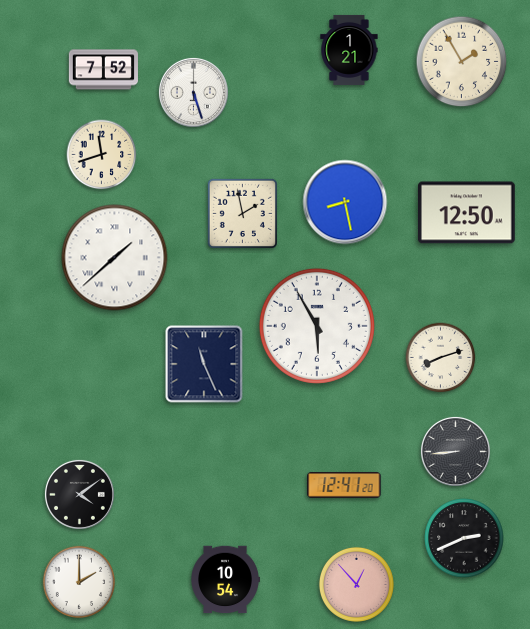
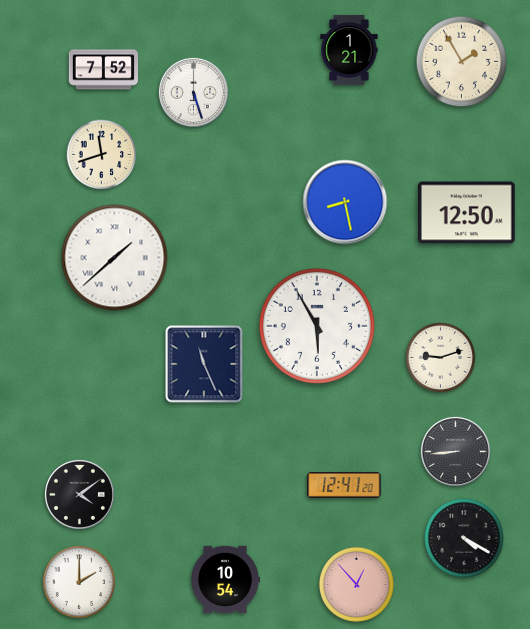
clock at (242, 213): 1:58 -> none
clock at (441, 358): 8:12 -> 9:12
clock at (464, 538): 2:41 -> 4:20
